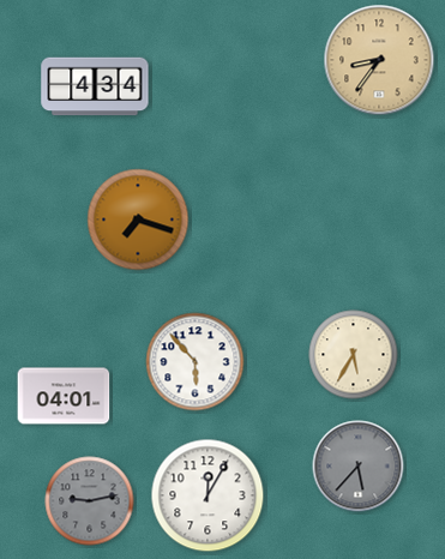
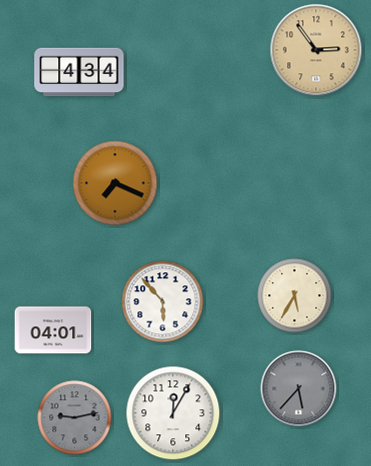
clock at (379, 60): 8:36 -> 2:54
clock at (138, 220): 7:18 -> 7:19
